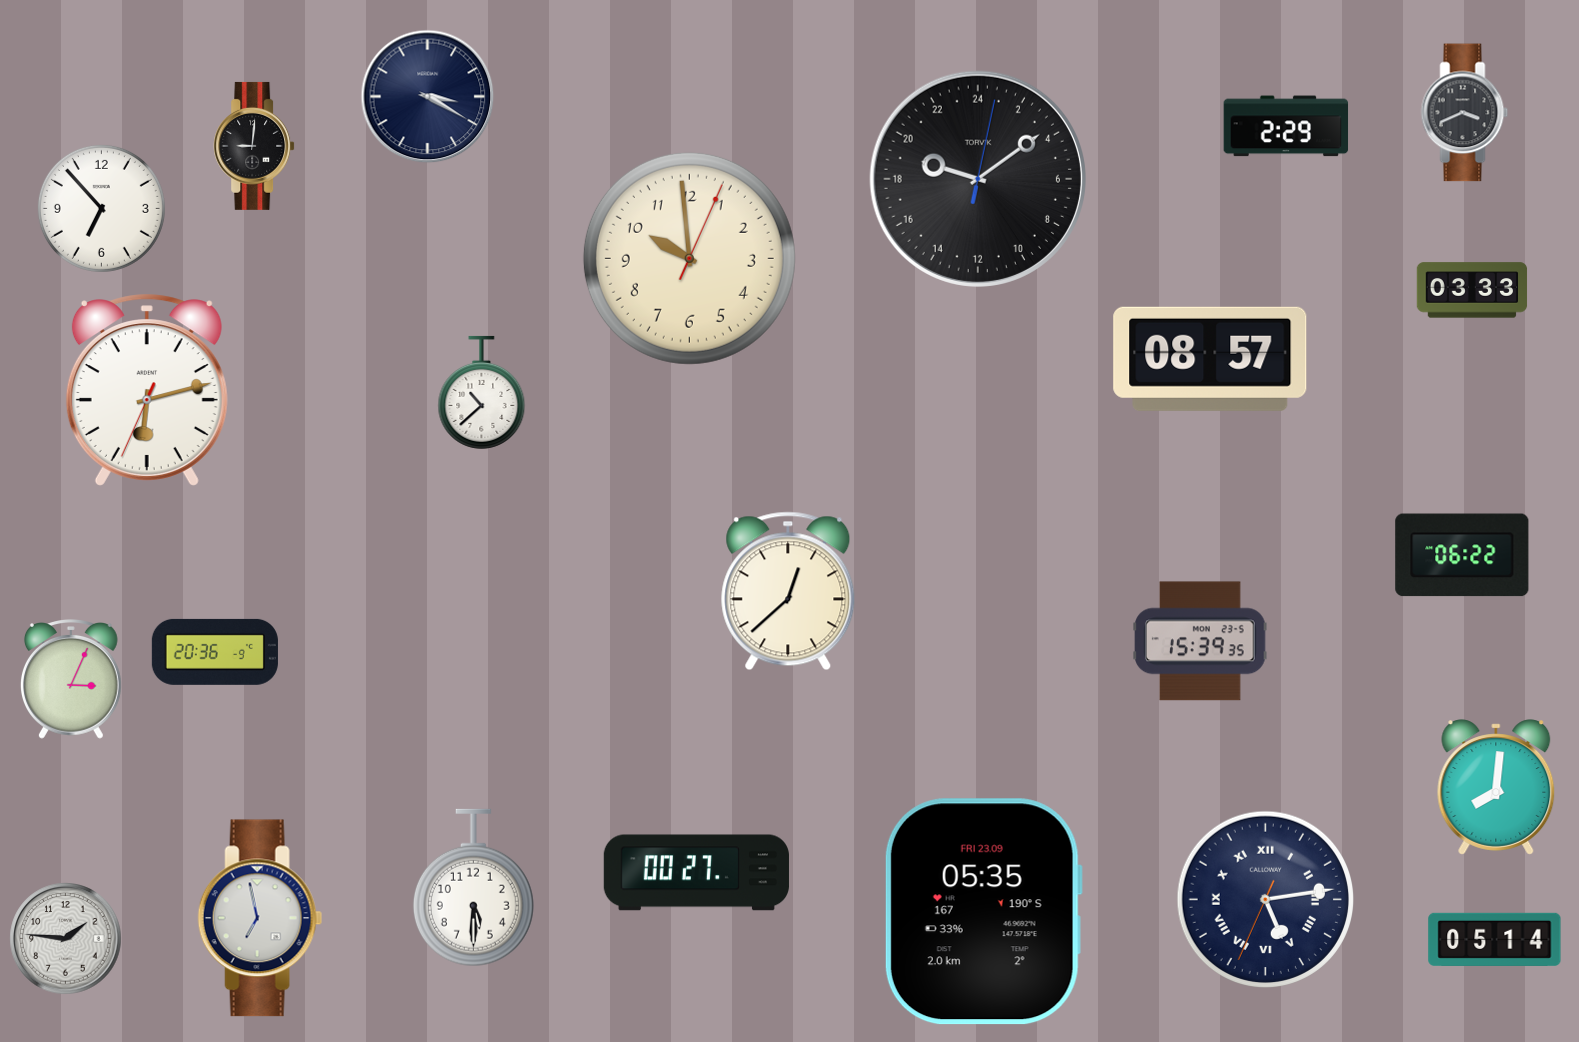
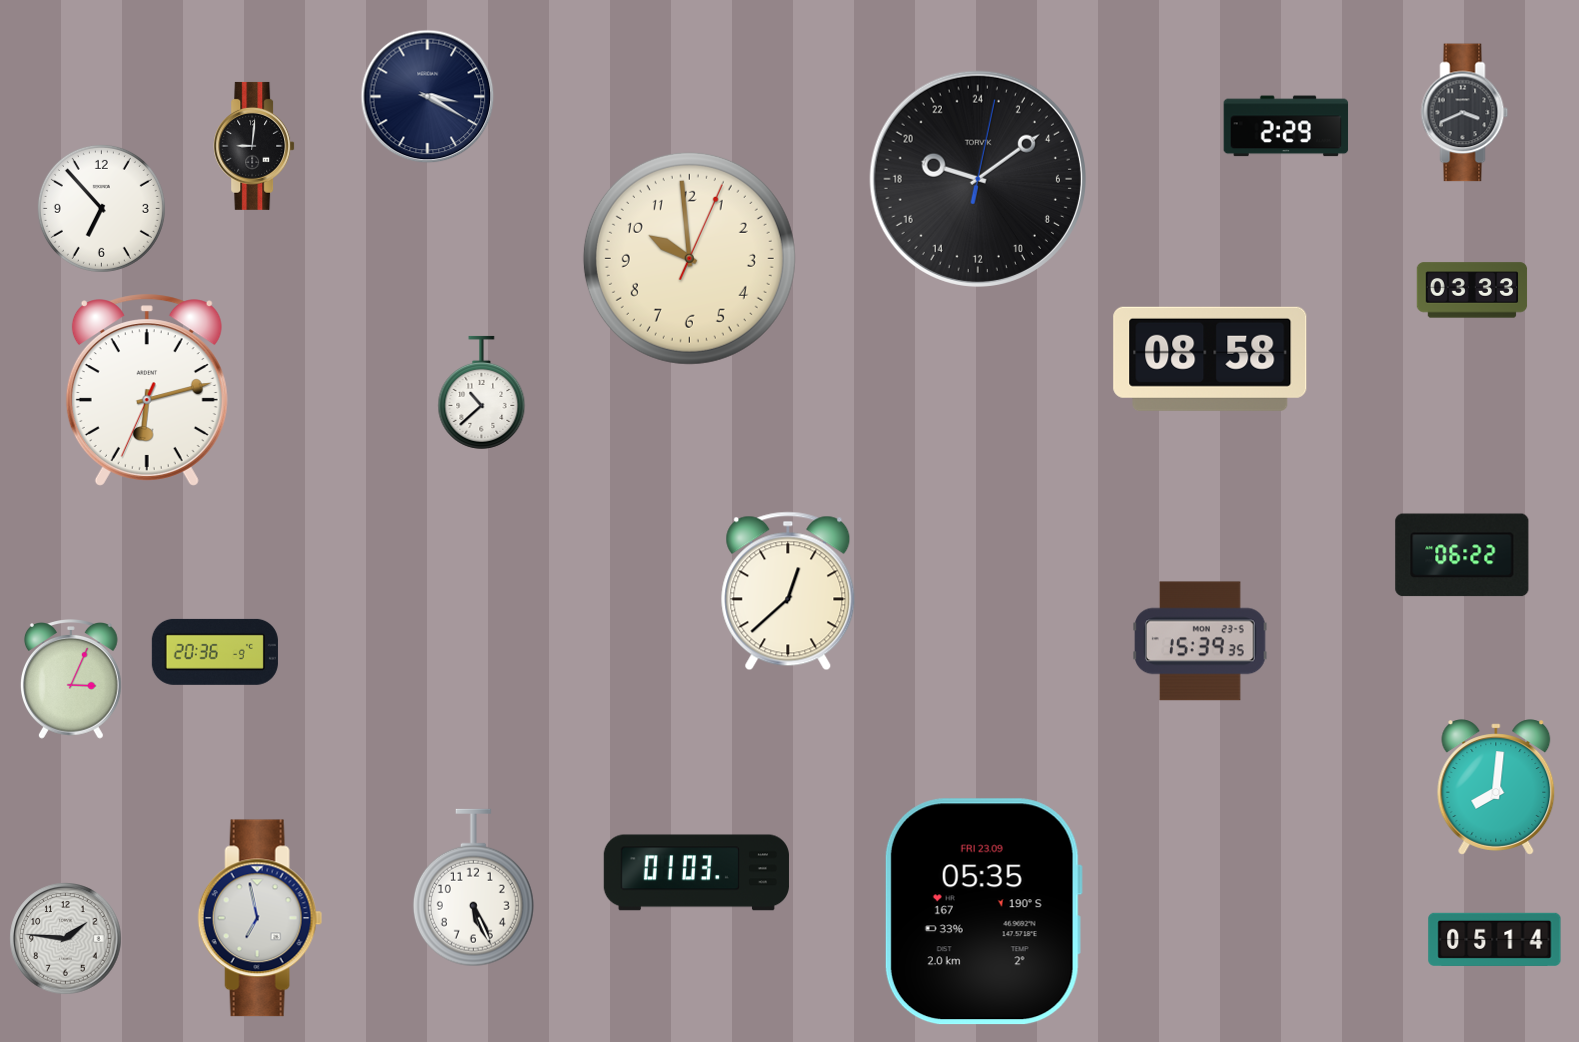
clock at (1210, 359): 08:57 -> 08:58
clock at (696, 873): 00:27 -> 01:03
clock at (473, 888): 5:30 -> 5:26
clock at (1265, 899): 5:13 -> none
